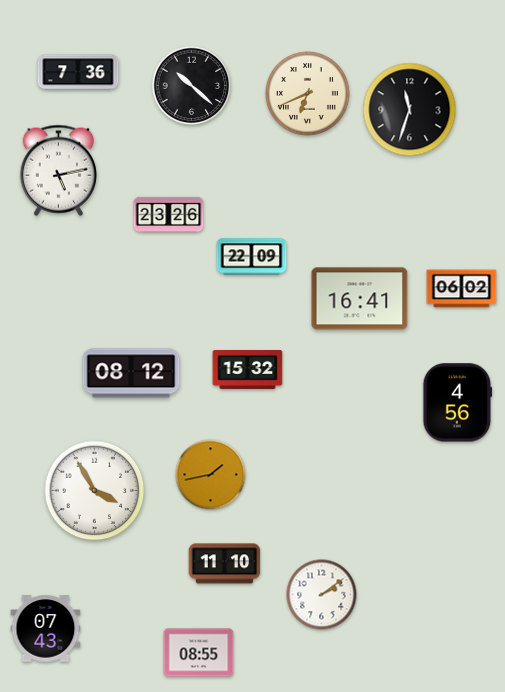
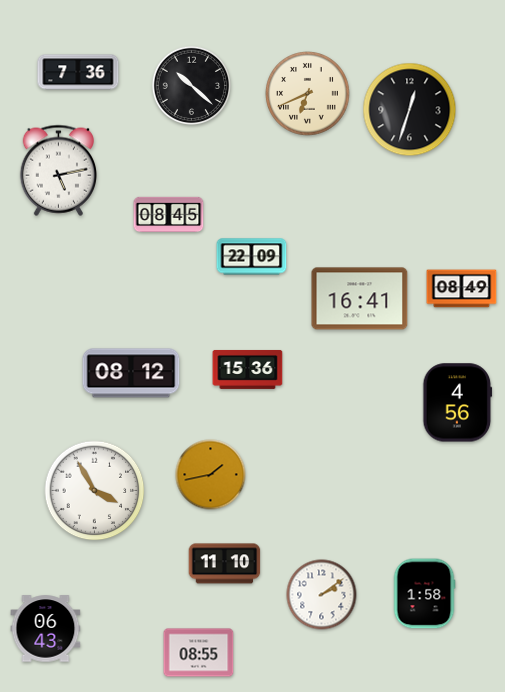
clock at (410, 110): 11:33 -> 12:33
clock at (169, 215): 23:26 -> 08:45
clock at (462, 289): 06:02 -> 08:49
clock at (248, 369): 15:32 -> 15:36
clock at (424, 594): none -> 1:58
clock at (46, 629): 07:43 -> 06:43
